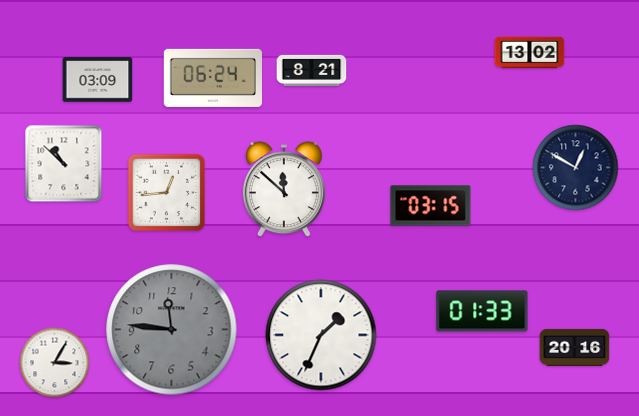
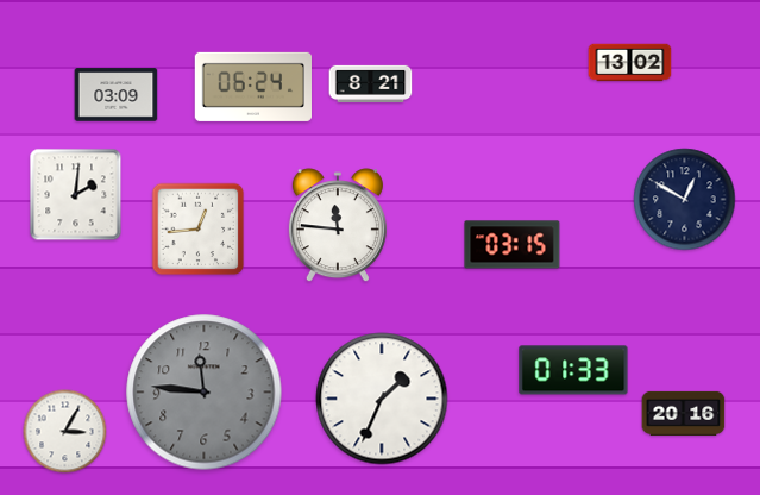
clock at (212, 78) position: (212, 78) -> (252, 87)
clock at (64, 164): 10:52 -> 2:01
clock at (284, 190): 11:52 -> 11:46
